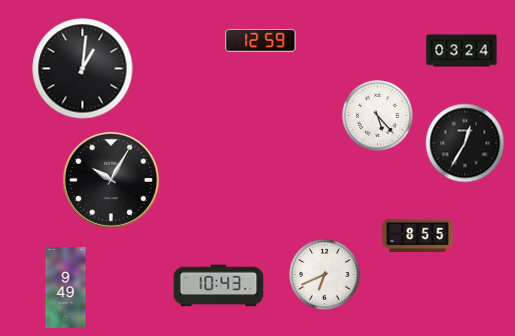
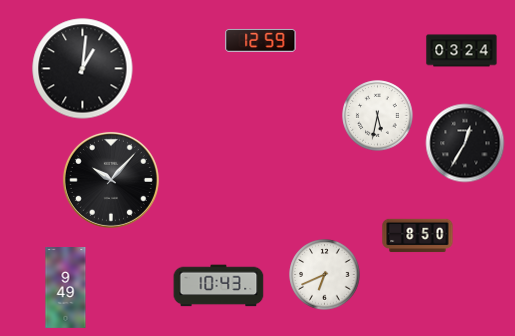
clock at (378, 116): 5:23 -> 5:32
clock at (111, 180): 10:05 -> 10:07
clock at (418, 236): 8:55 -> 8:50
